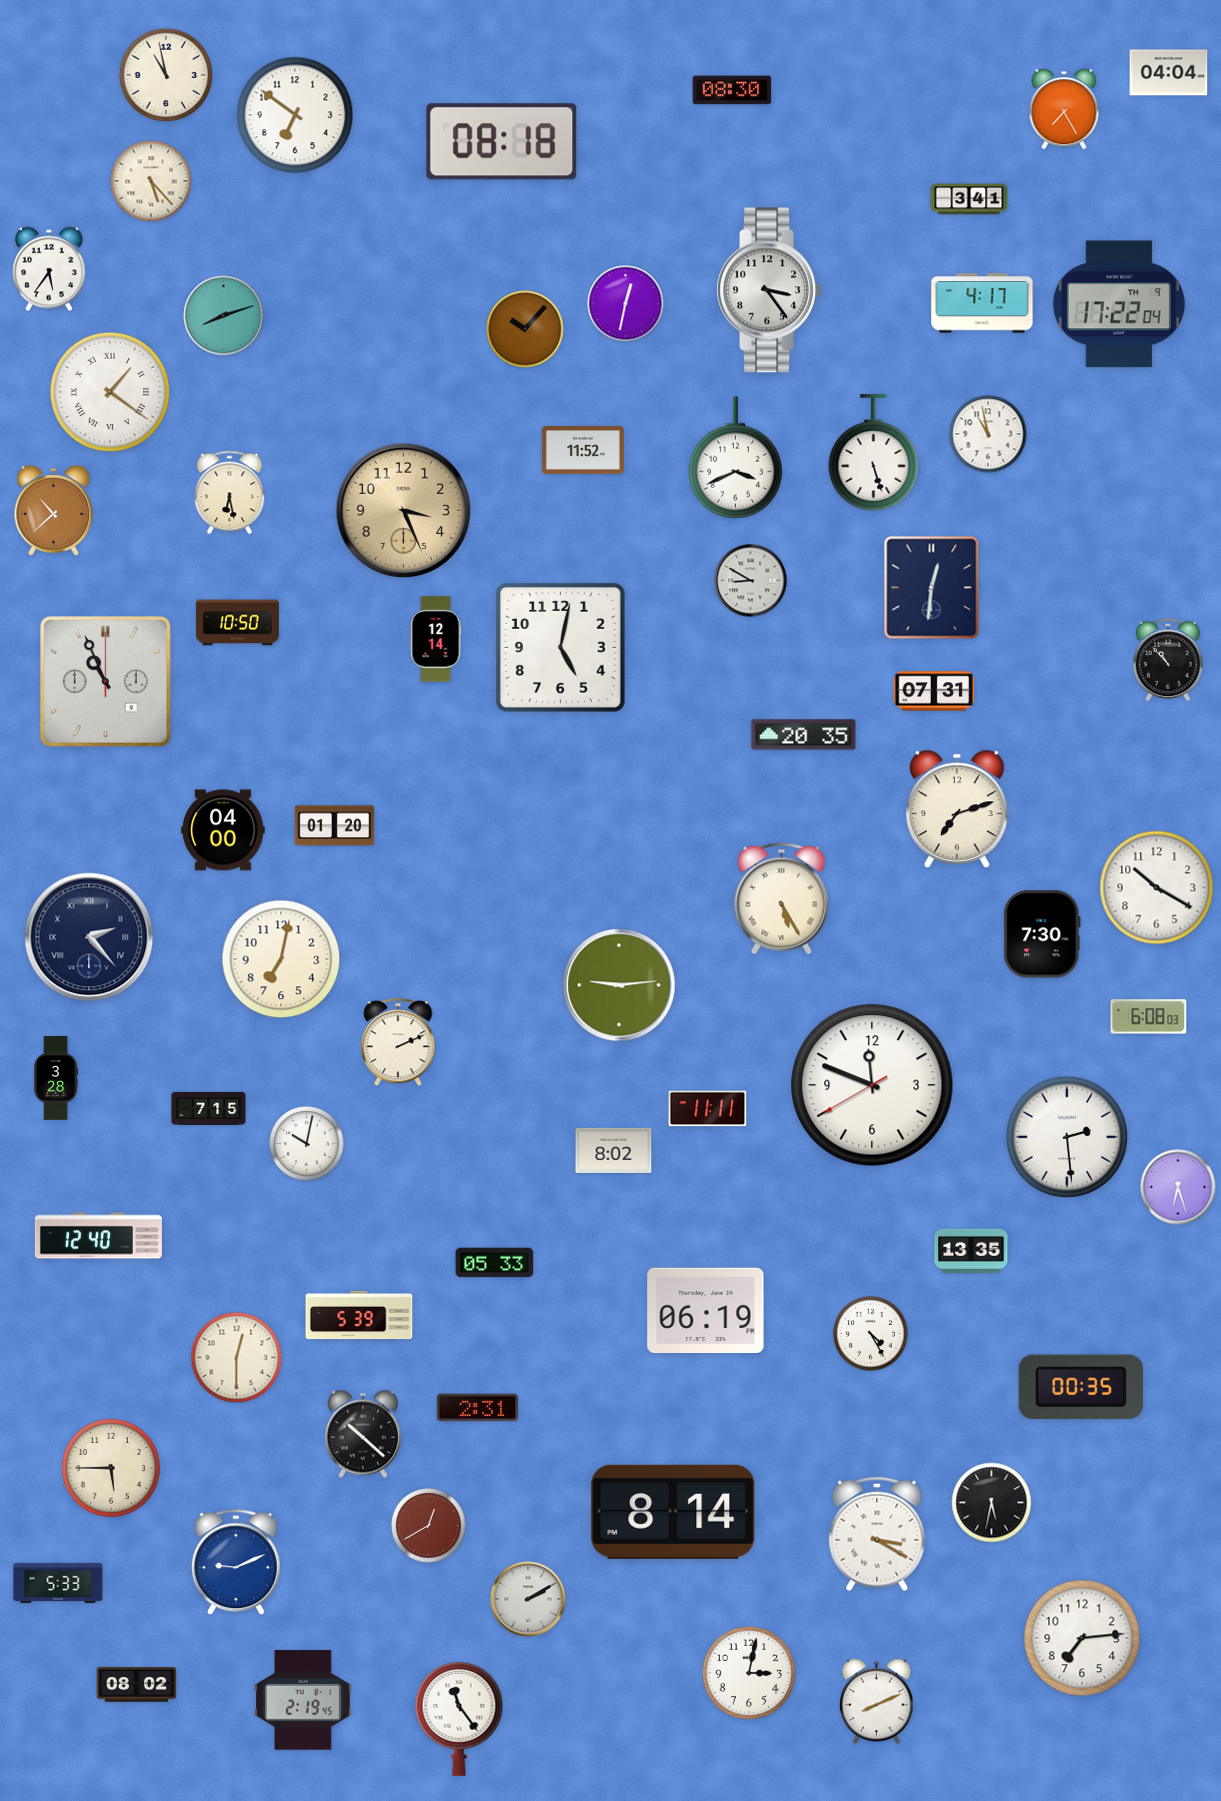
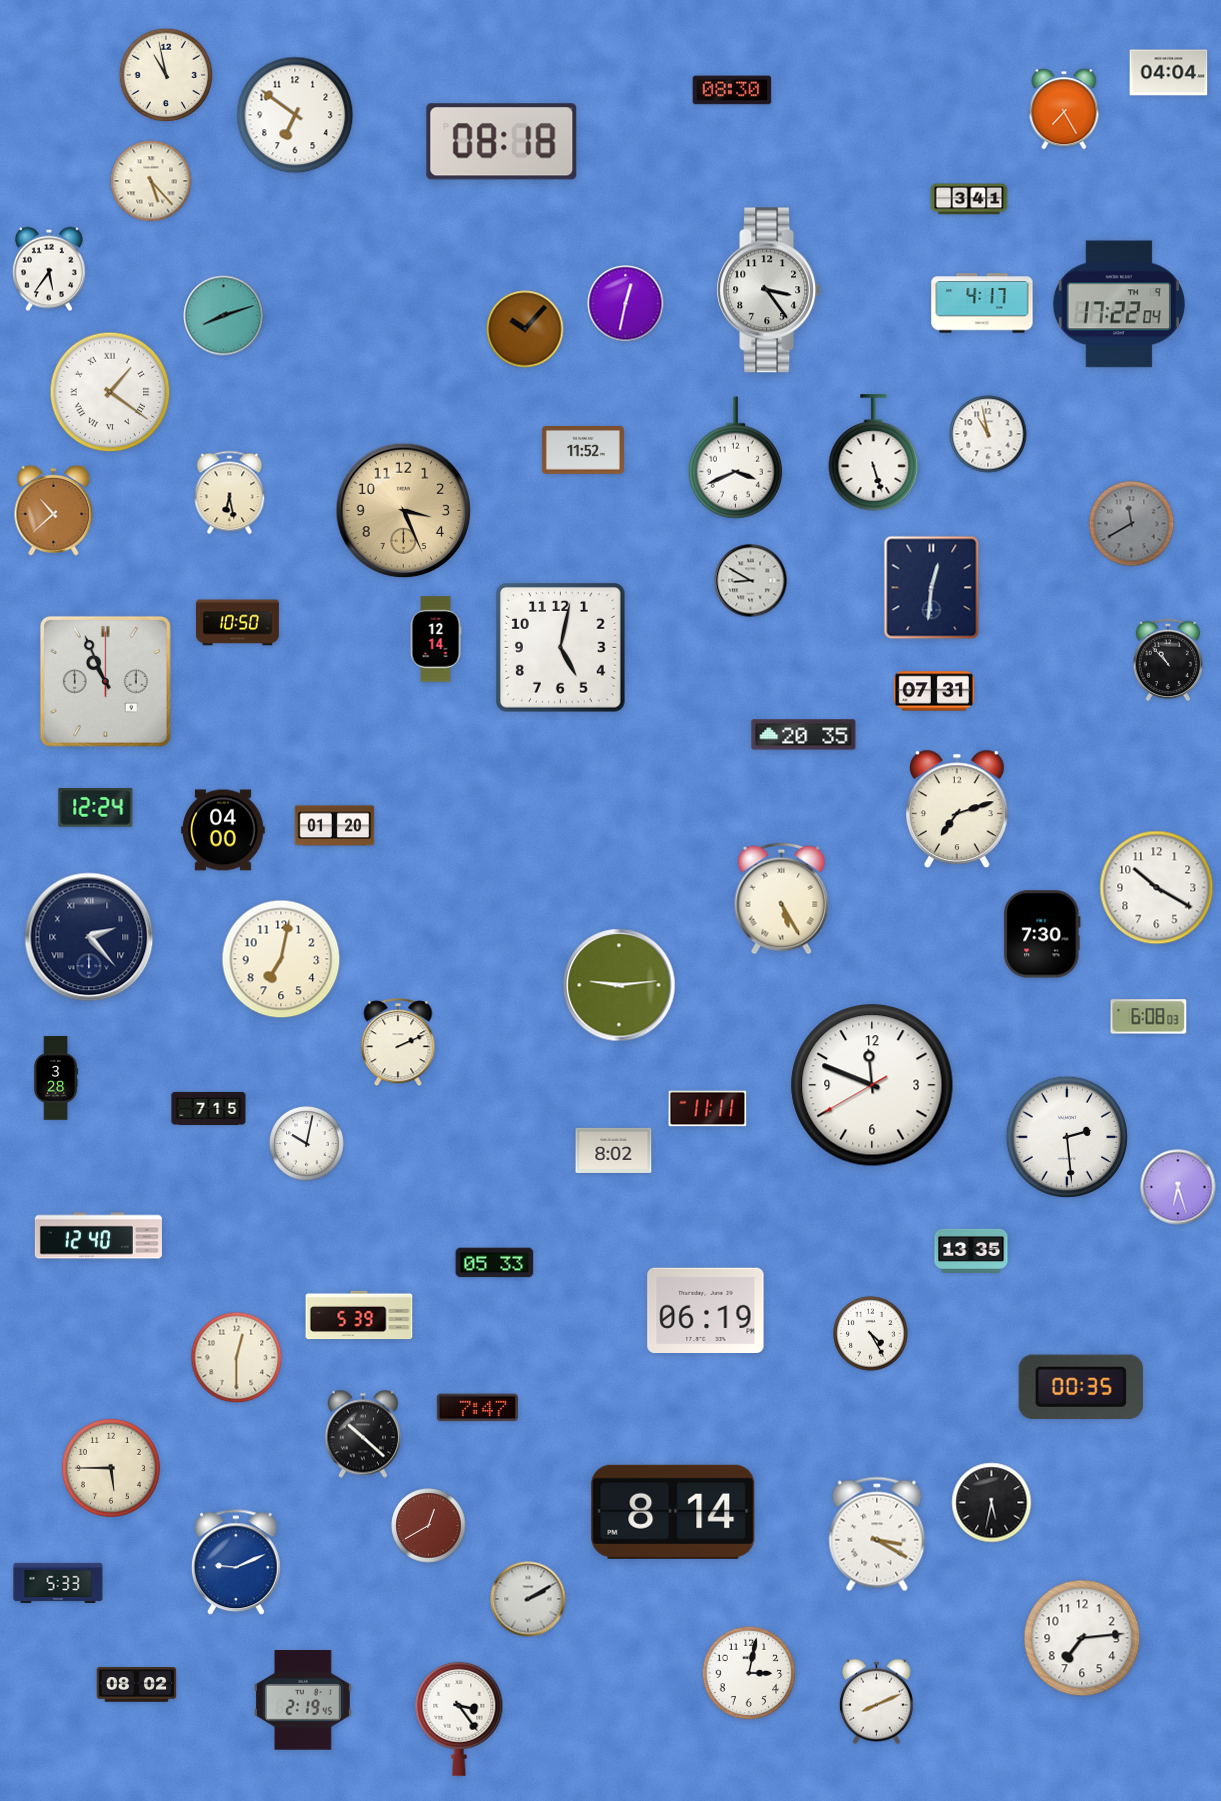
clock at (1132, 524): none -> 11:40
clock at (96, 808): none -> 12:24
clock at (477, 1408): 2:31 -> 7:47
clock at (459, 1719): 11:24 -> 3:24
